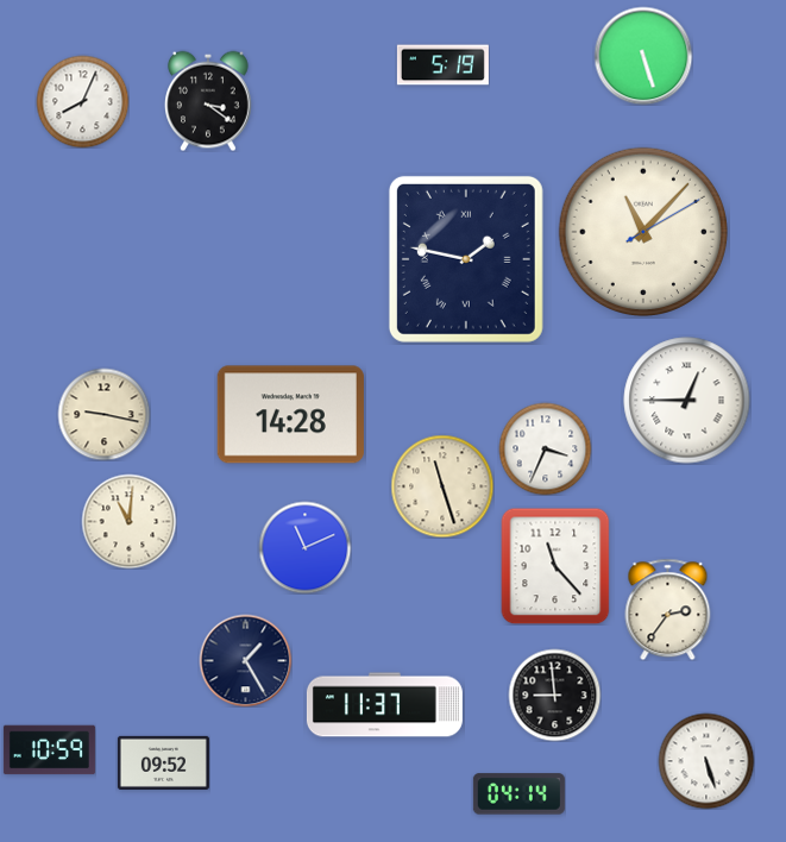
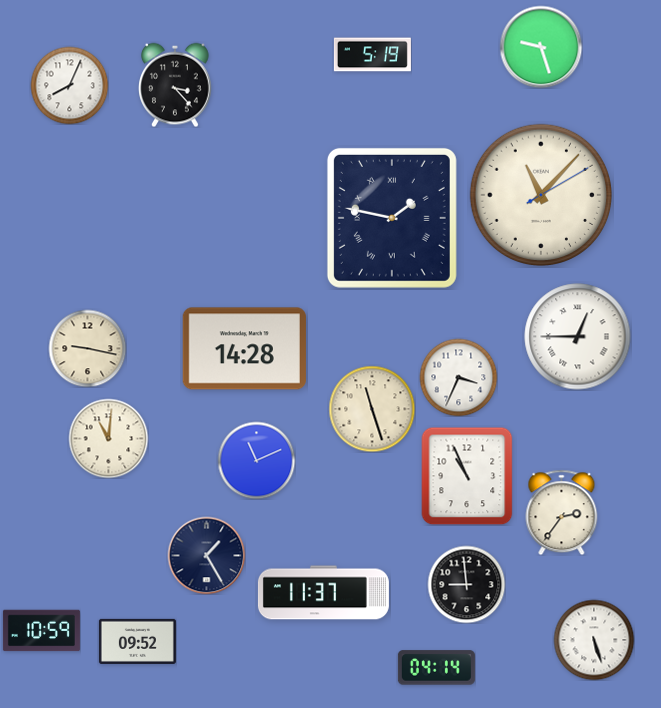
clock at (643, 56): 5:27 -> 9:27
clock at (209, 101): 3:21 -> 3:23
clock at (555, 566): 11:23 -> 10:56
